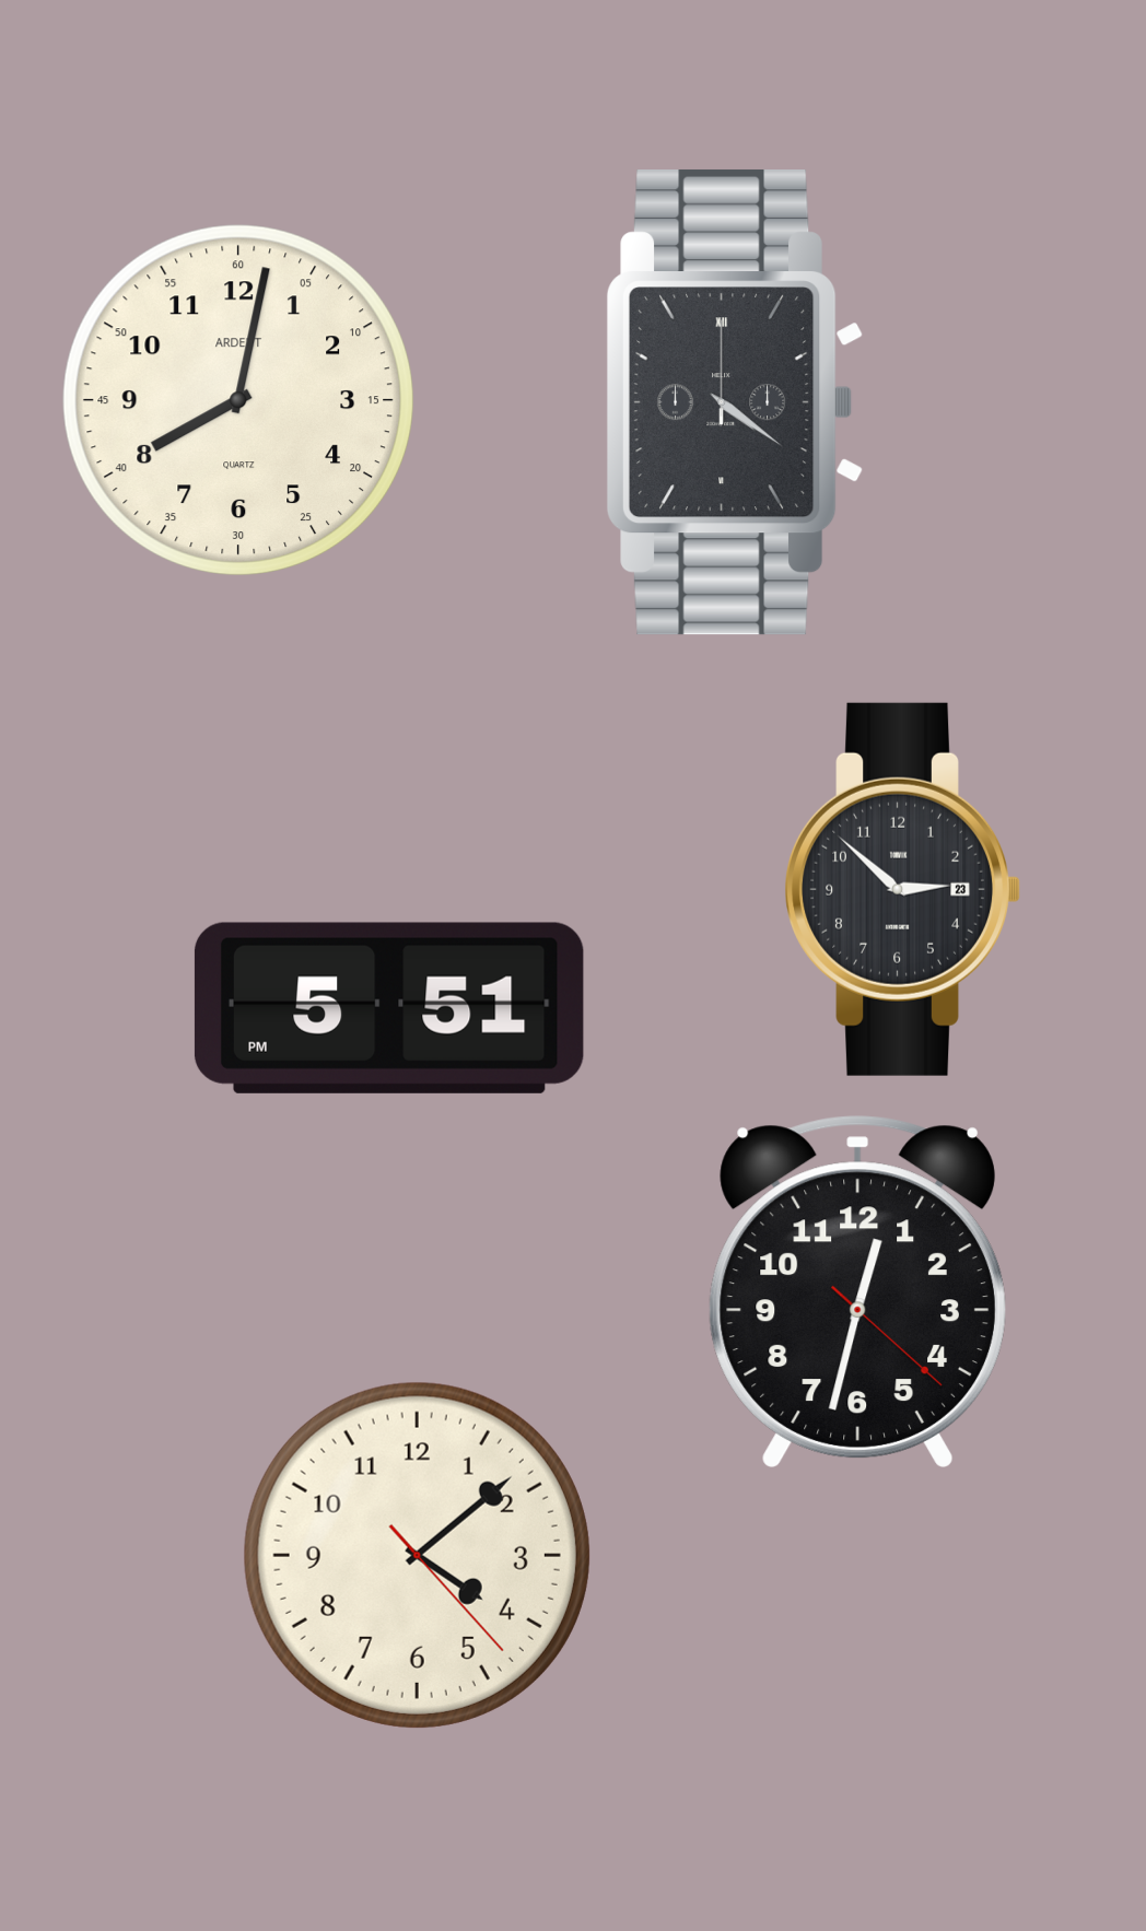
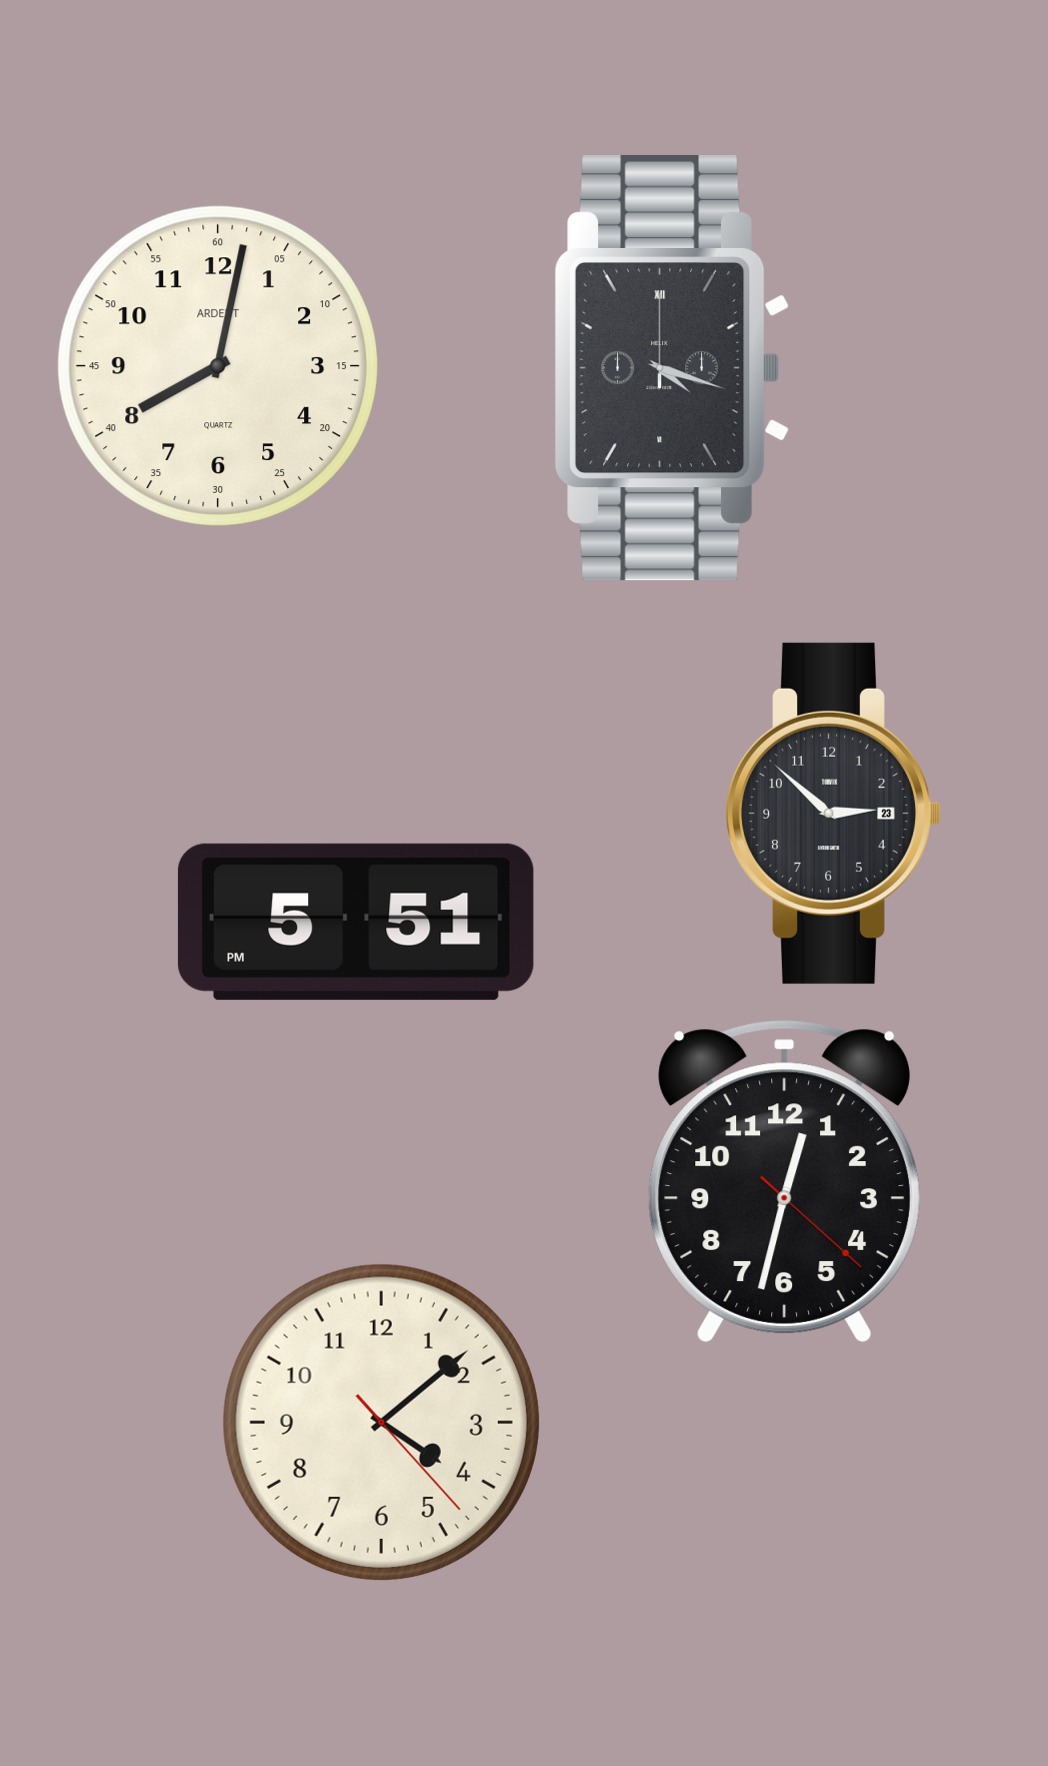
clock at (736, 402): 4:21 -> 4:18
clock at (902, 889) position: (902, 889) -> (833, 813)
